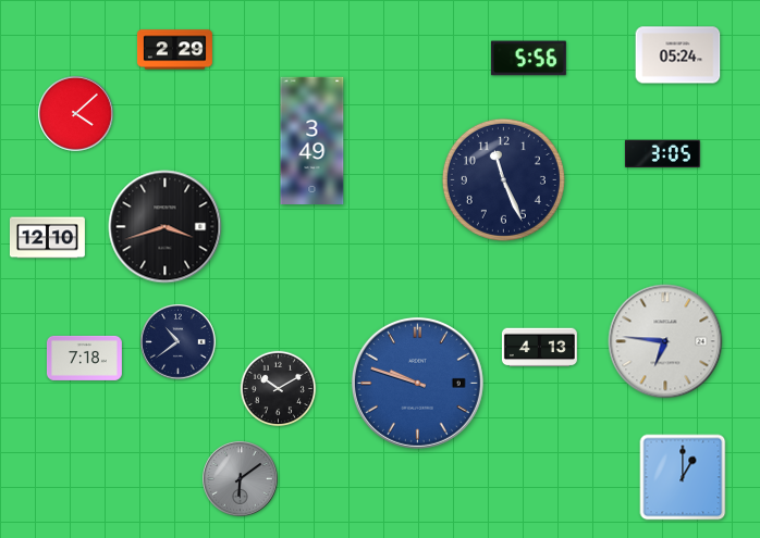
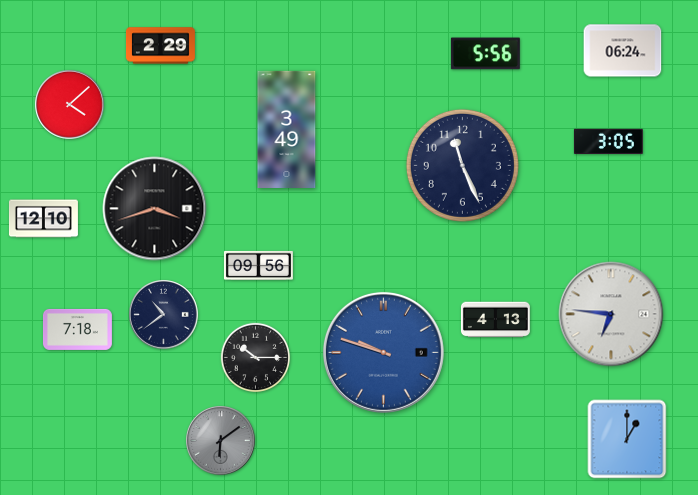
clock at (678, 55): 05:24 -> 06:24
clock at (166, 227) position: (166, 227) -> (155, 209)
clock at (258, 265): none -> 09:56
clock at (279, 389): 10:10 -> 10:15
